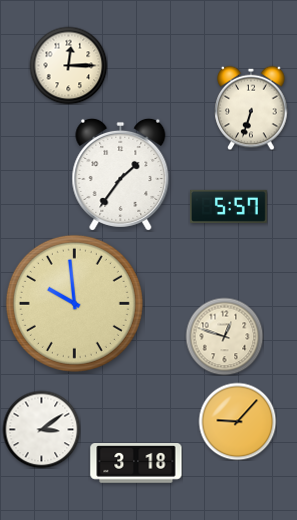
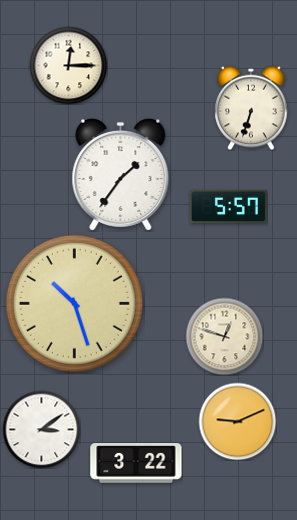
clock at (74, 303): 9:59 -> 10:27
clock at (237, 421): 9:07 -> 9:11
clock at (136, 463): 3:18 -> 3:22
